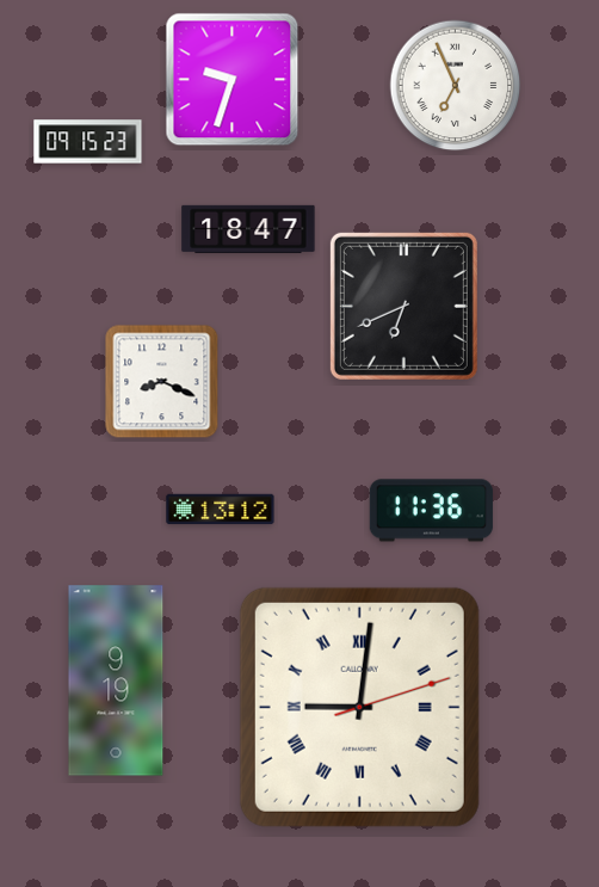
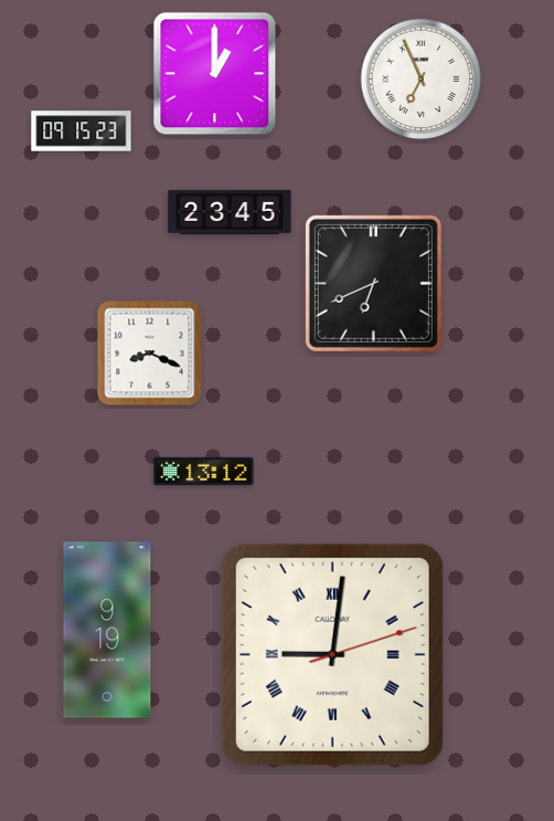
clock at (233, 80): 9:33 -> 1:00
clock at (248, 229): 18:47 -> 23:45
clock at (431, 511): 11:36 -> none
